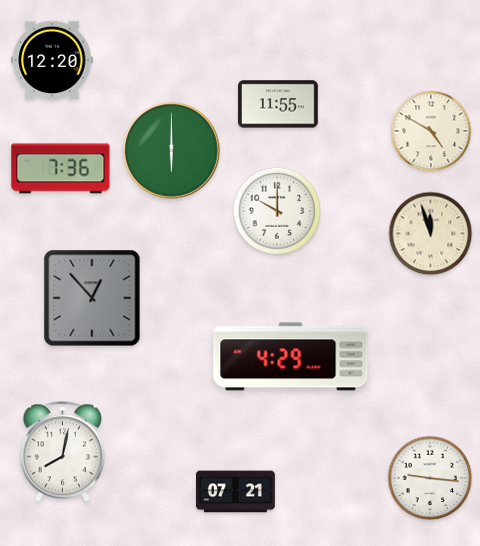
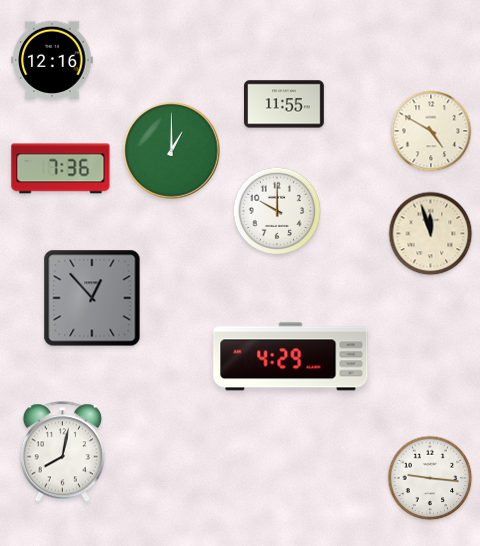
clock at (52, 59): 12:20 -> 12:16
clock at (279, 104) position: (279, 104) -> (285, 104)
clock at (172, 151): 6:00 -> 1:00
clock at (235, 492): 07:21 -> none
